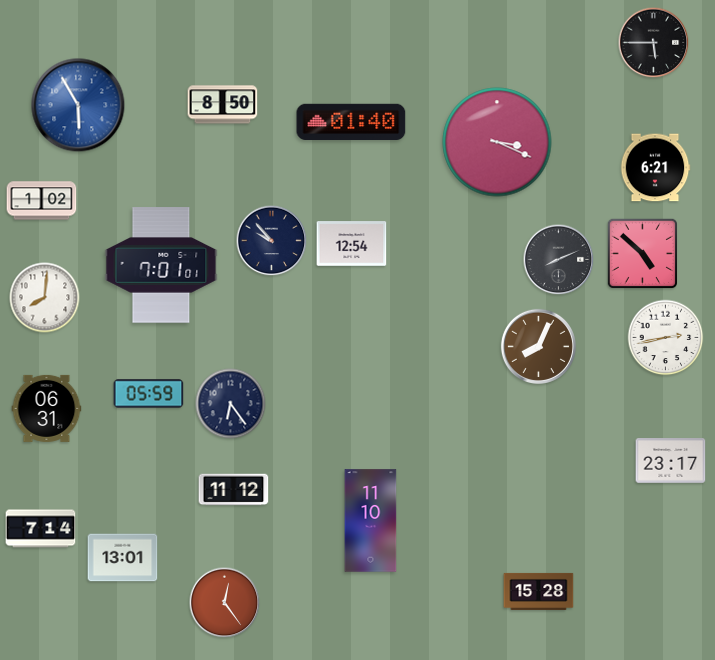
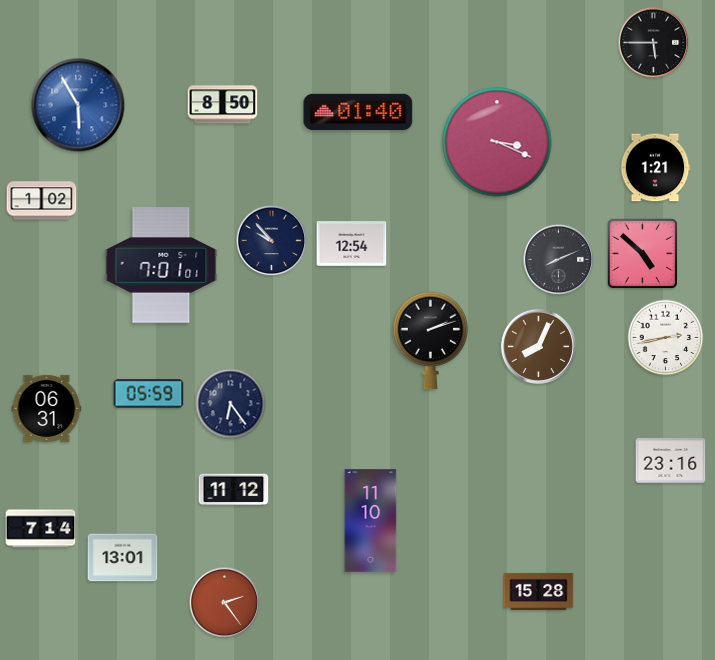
clock at (351, 121) position: (351, 121) -> (358, 111)
clock at (655, 168): 6:21 -> 1:21
clock at (45, 298): 8:01 -> none
clock at (431, 341): none -> 2:12
clock at (671, 461): 23:17 -> 23:16
clock at (225, 603): 12:24 -> 2:24
